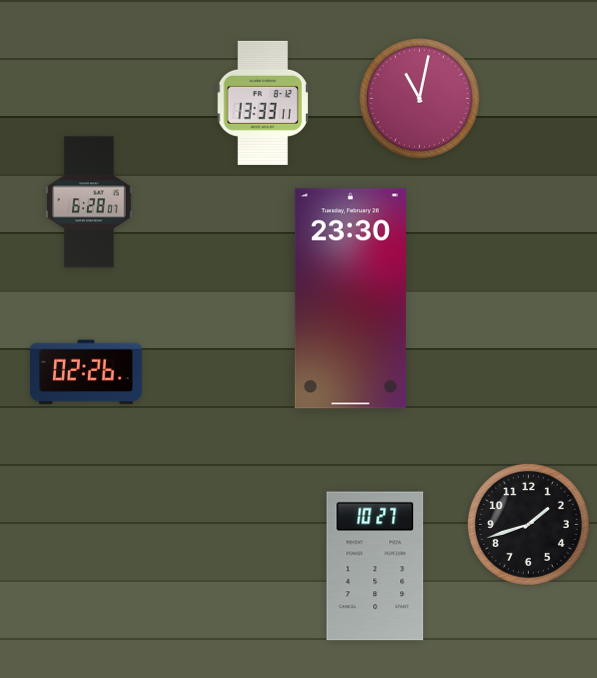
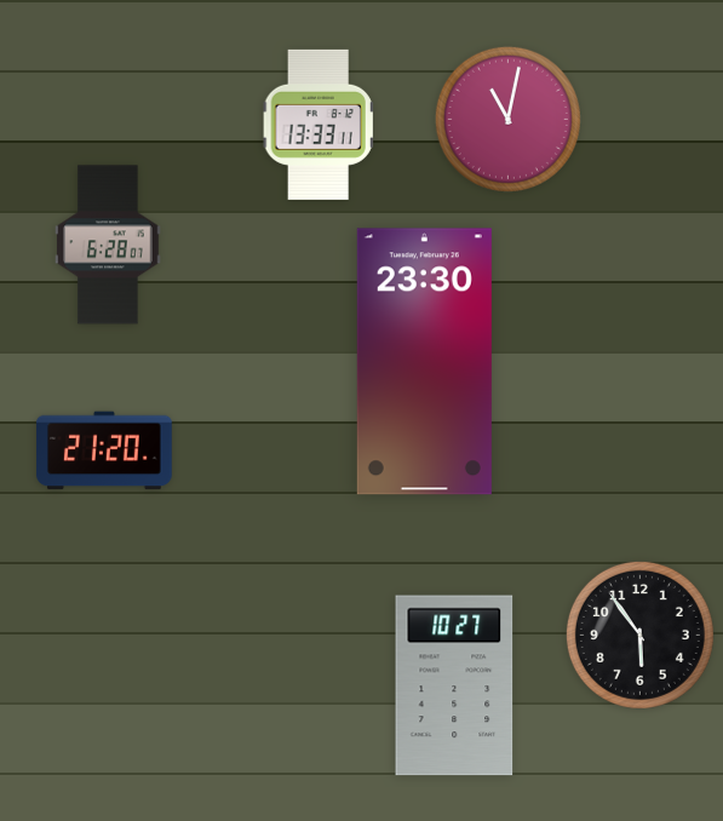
clock at (86, 372): 02:26 -> 21:20
clock at (528, 524): 1:42 -> 5:54
